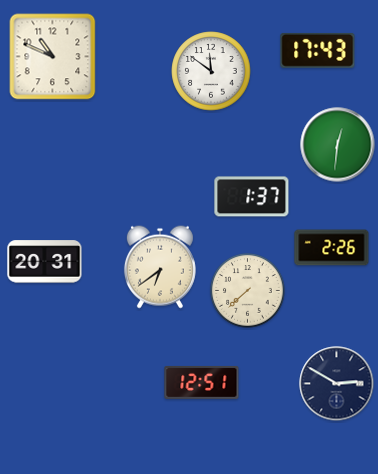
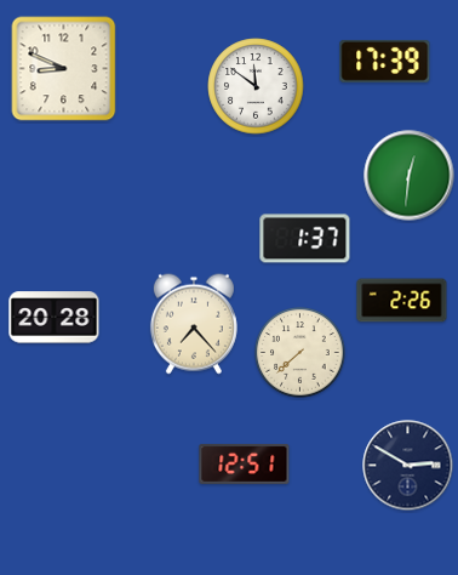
clock at (318, 50): 17:43 -> 17:39
clock at (53, 57): 10:49 -> 8:49
clock at (45, 262): 20:31 -> 20:28
clock at (160, 267): 6:39 -> 7:23
